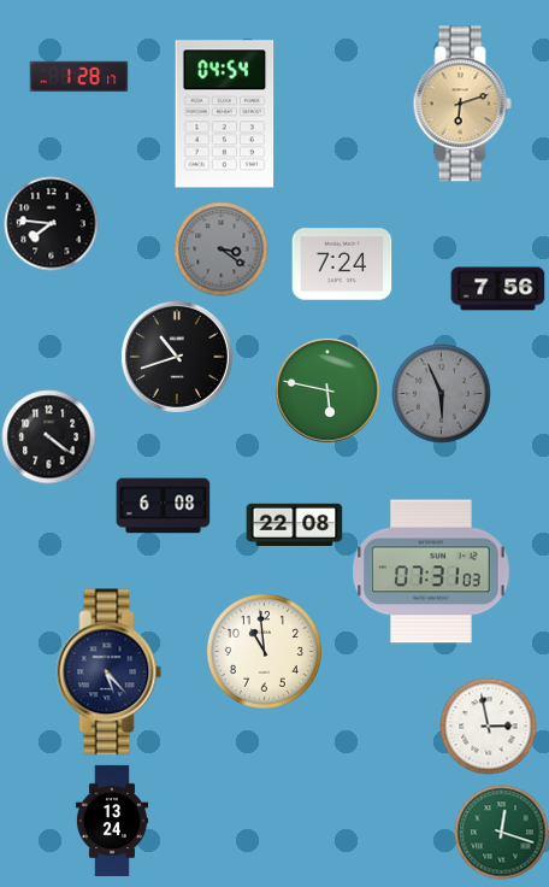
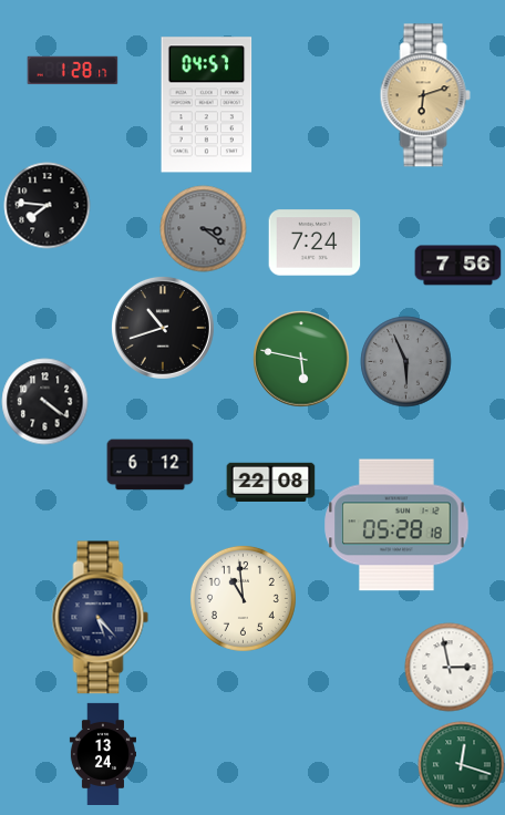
clock at (225, 114): 04:54 -> 04:57
clock at (163, 506): 6:08 -> 6:12
clock at (431, 571): 07:31 -> 05:28
